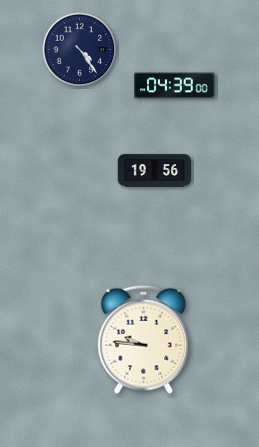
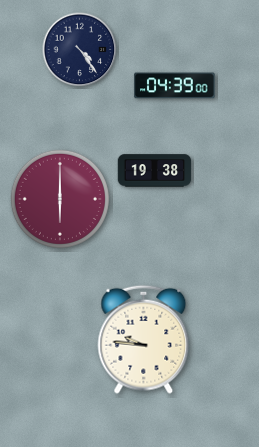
clock at (155, 171): 19:56 -> 19:38
clock at (60, 199): none -> 6:00
